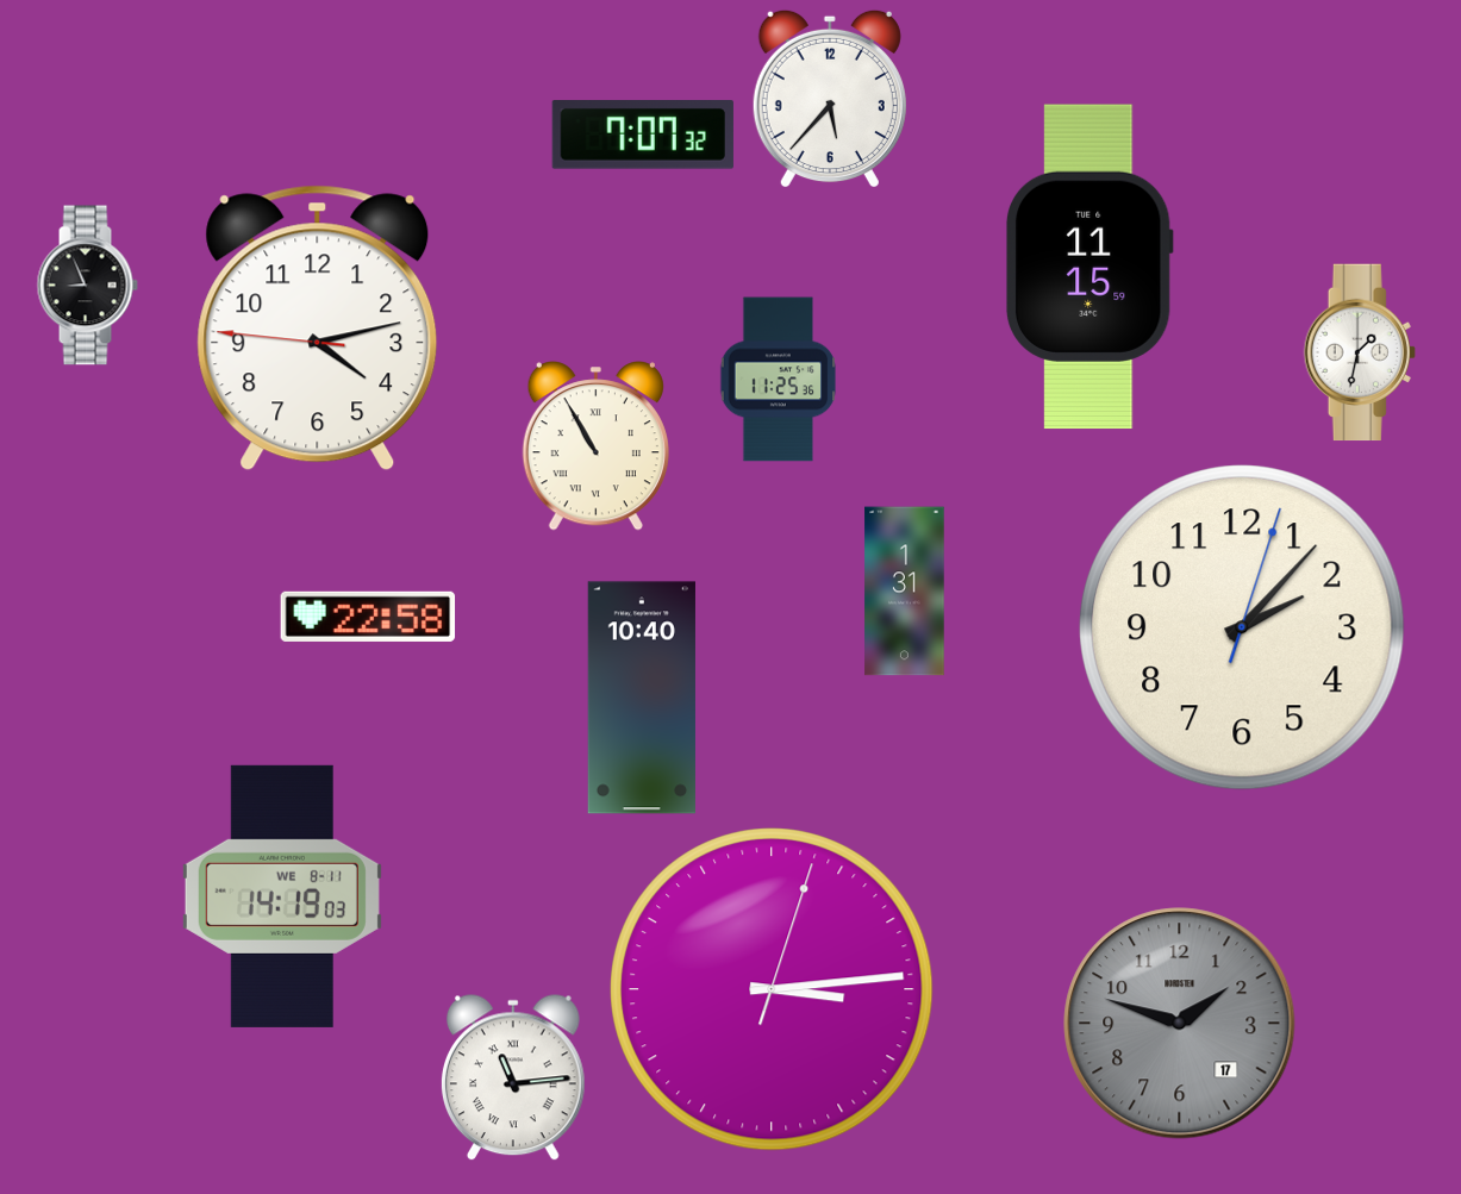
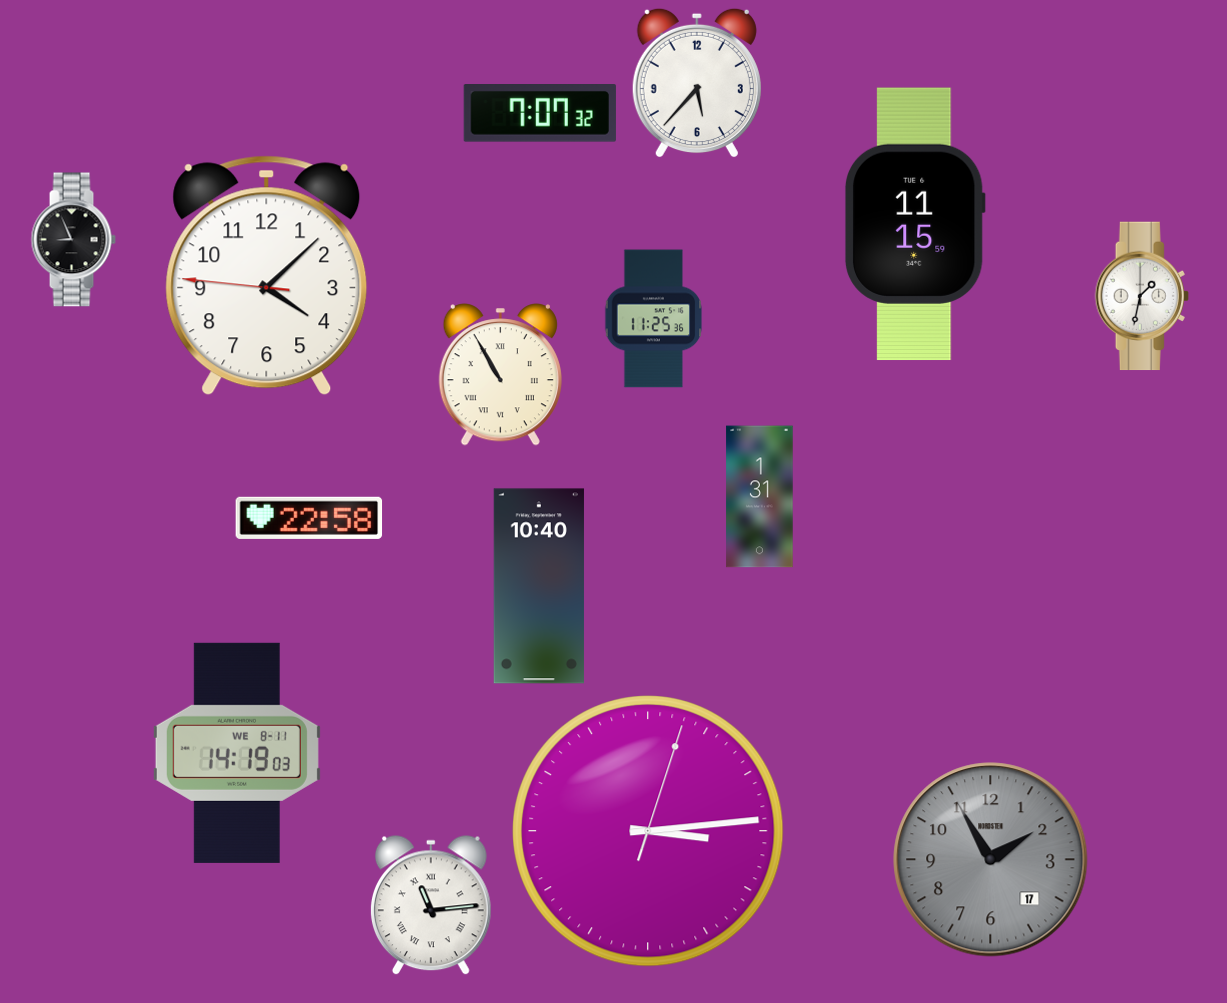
clock at (318, 329): 4:12 -> 4:07
clock at (1243, 629): 2:07 -> none
clock at (1180, 1024): 1:48 -> 1:55
